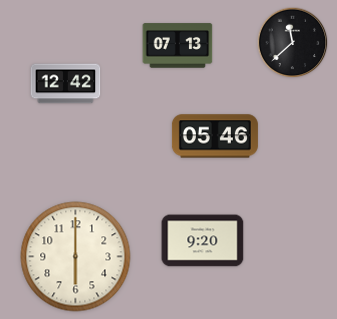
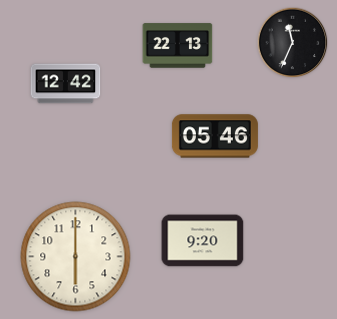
clock at (293, 43): 11:38 -> 11:34
clock at (178, 46): 07:13 -> 22:13
